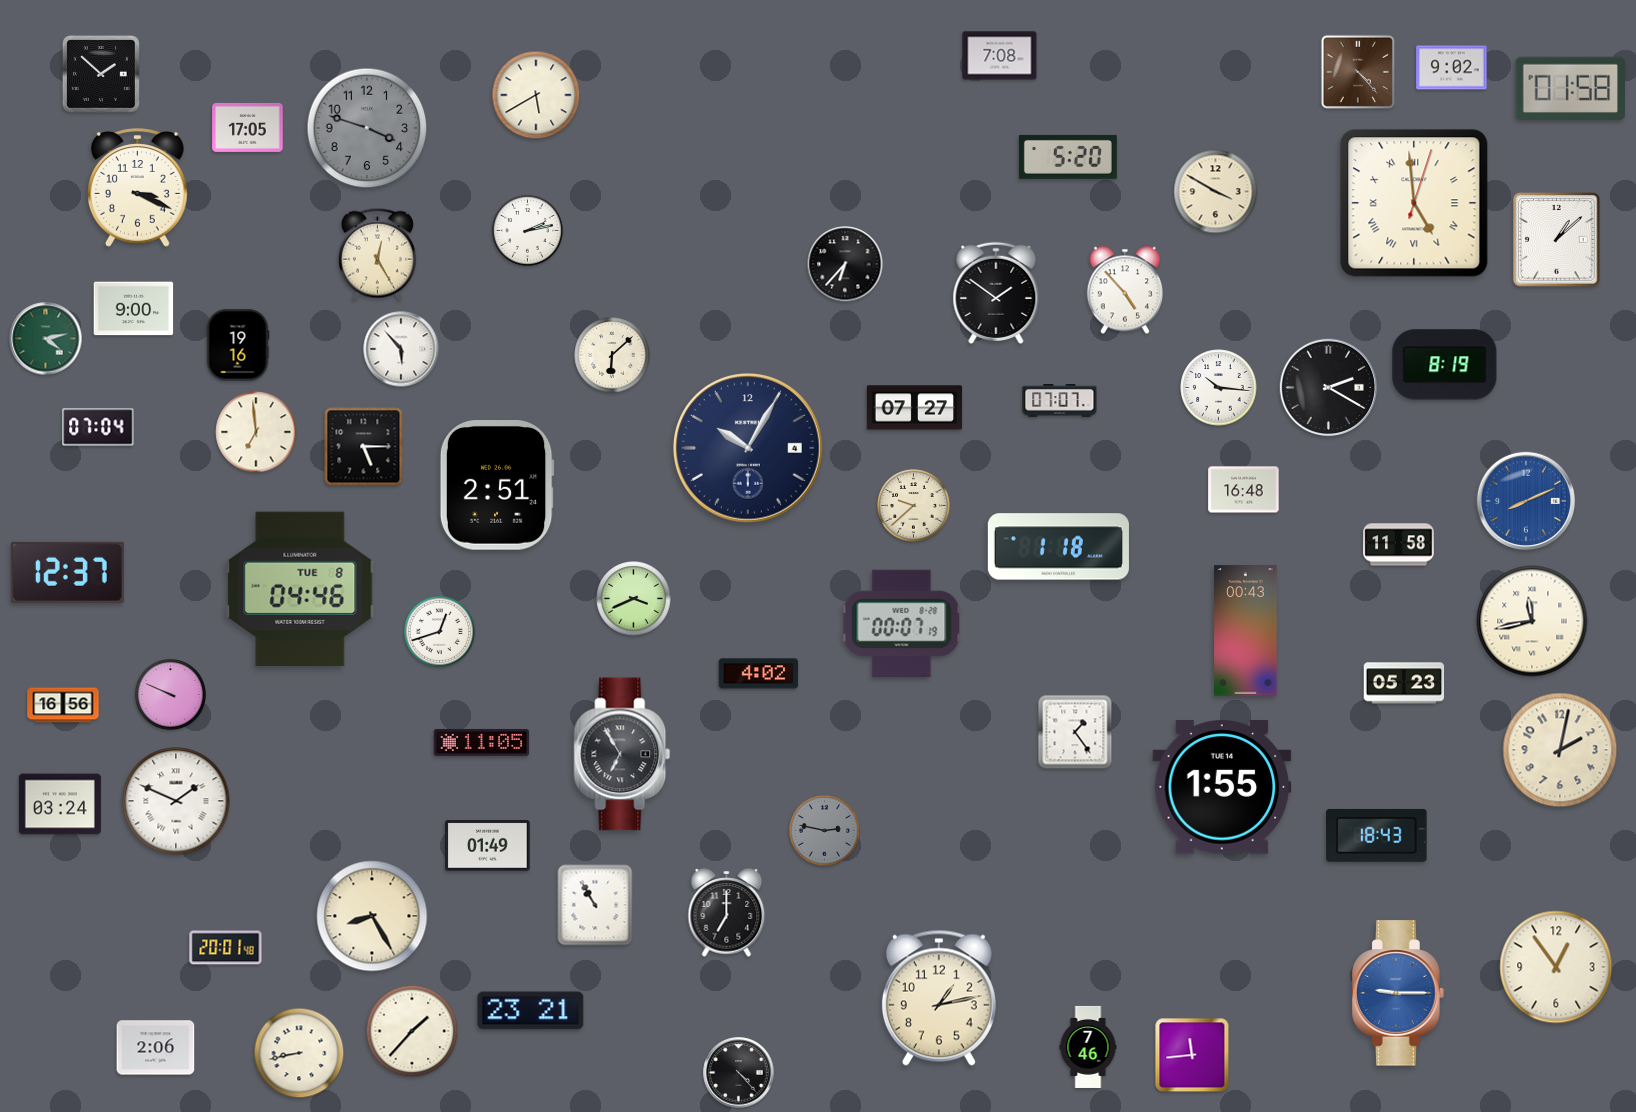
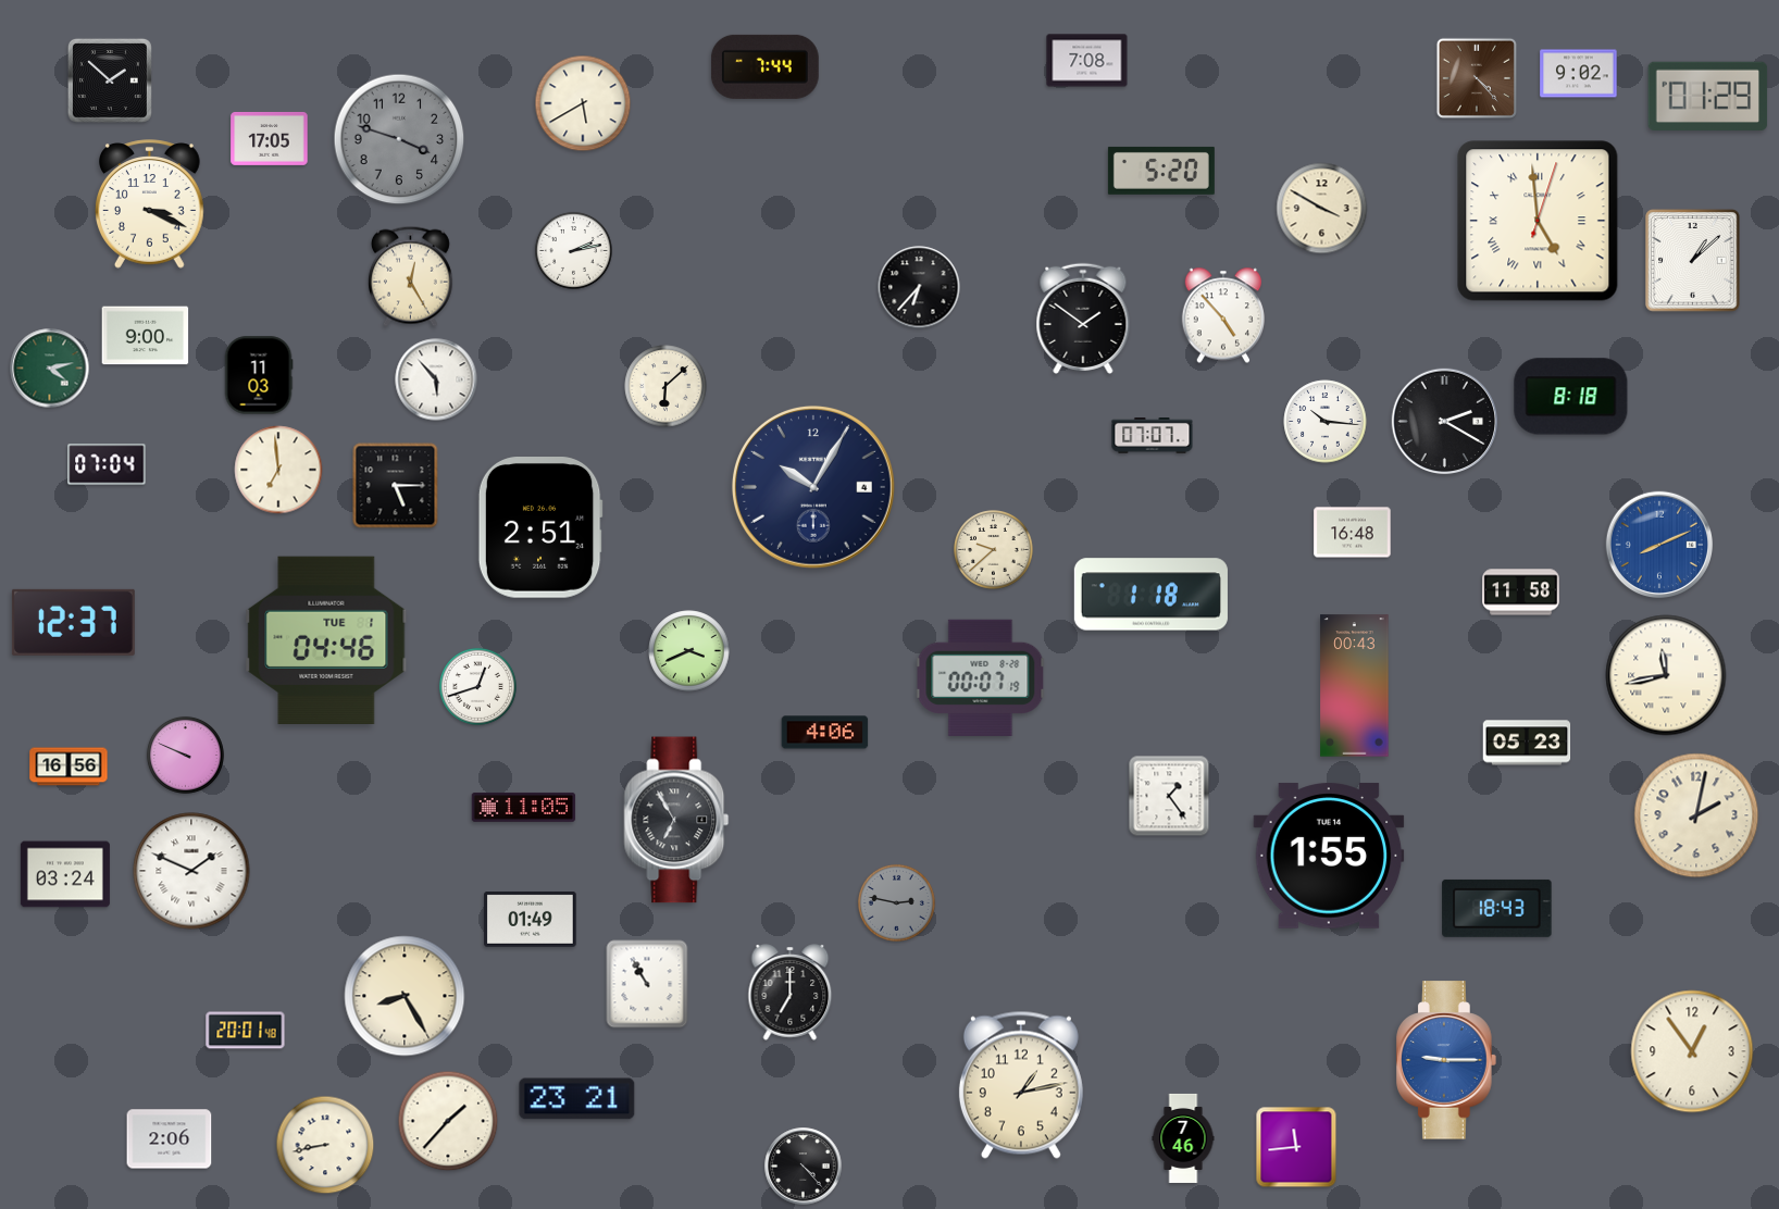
clock at (764, 66): none -> 7:44
clock at (1571, 88): 01:58 -> 01:29
clock at (238, 345): 19:16 -> 11:03
clock at (1445, 365): 8:19 -> 8:18
clock at (915, 408): 07:27 -> none
clock at (300, 589) date: TUE 8 -> TUE 1
clock at (759, 674): 4:02 -> 4:06
clock at (1399, 993) position: (1399, 993) -> (1447, 1060)
